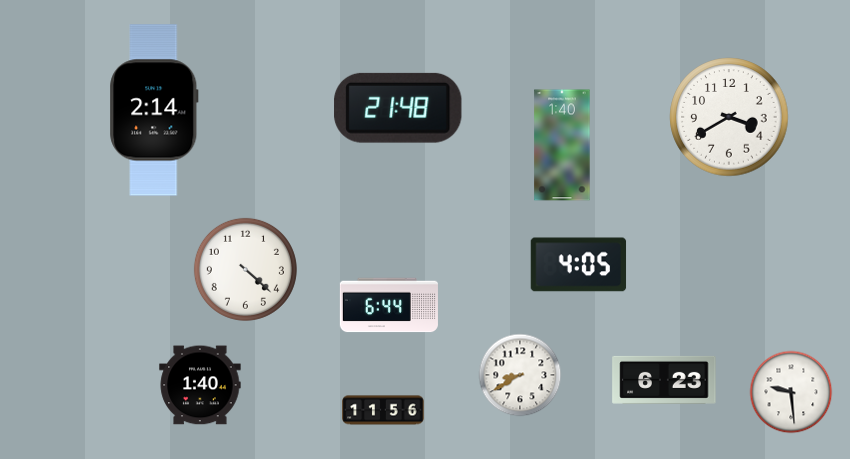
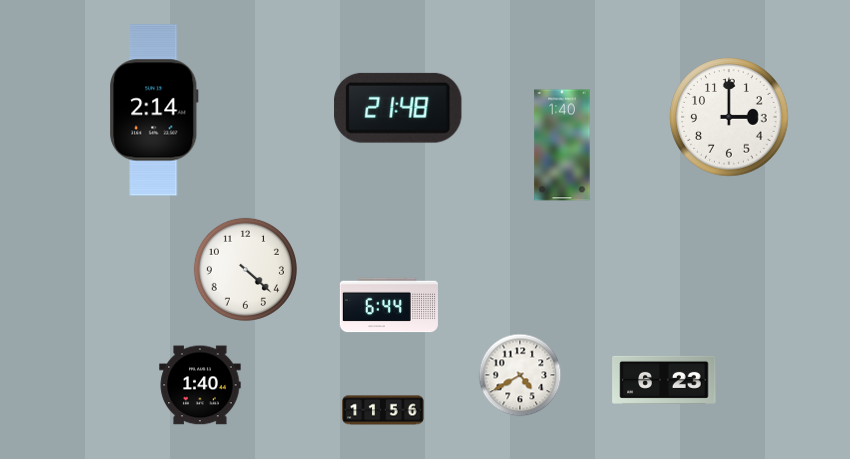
clock at (729, 117): 3:40 -> 3:00
clock at (579, 265): 4:05 -> none
clock at (520, 375): 8:40 -> 4:40
clock at (791, 392): 9:29 -> none
